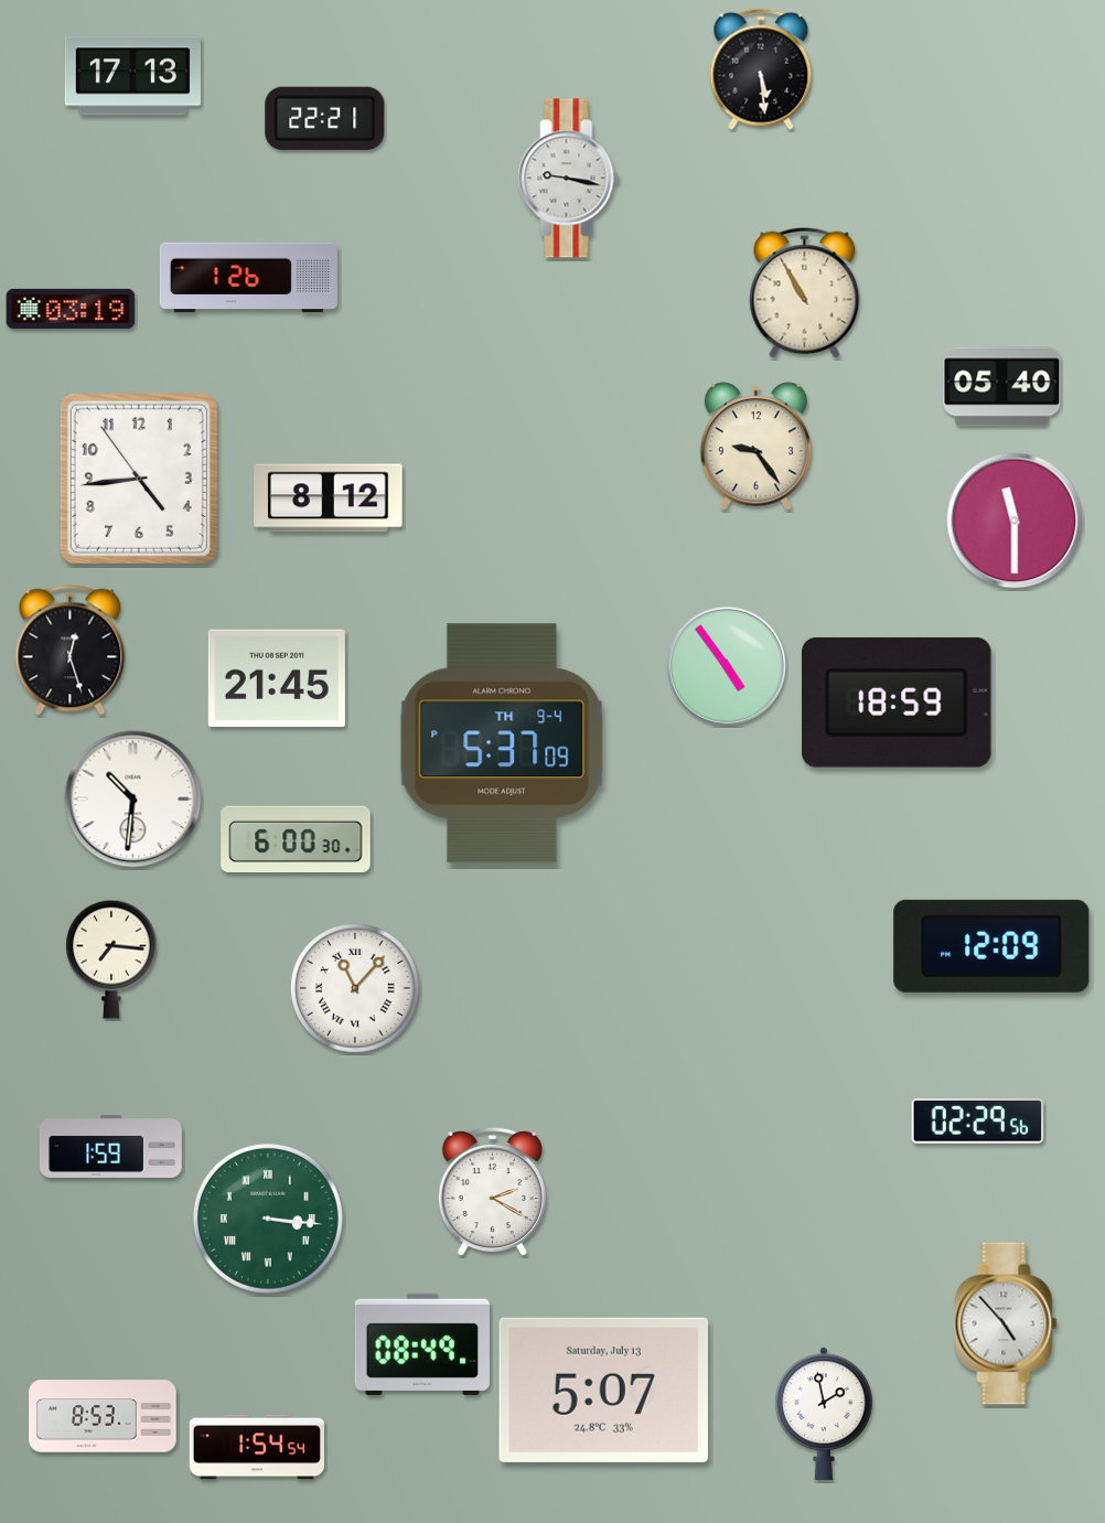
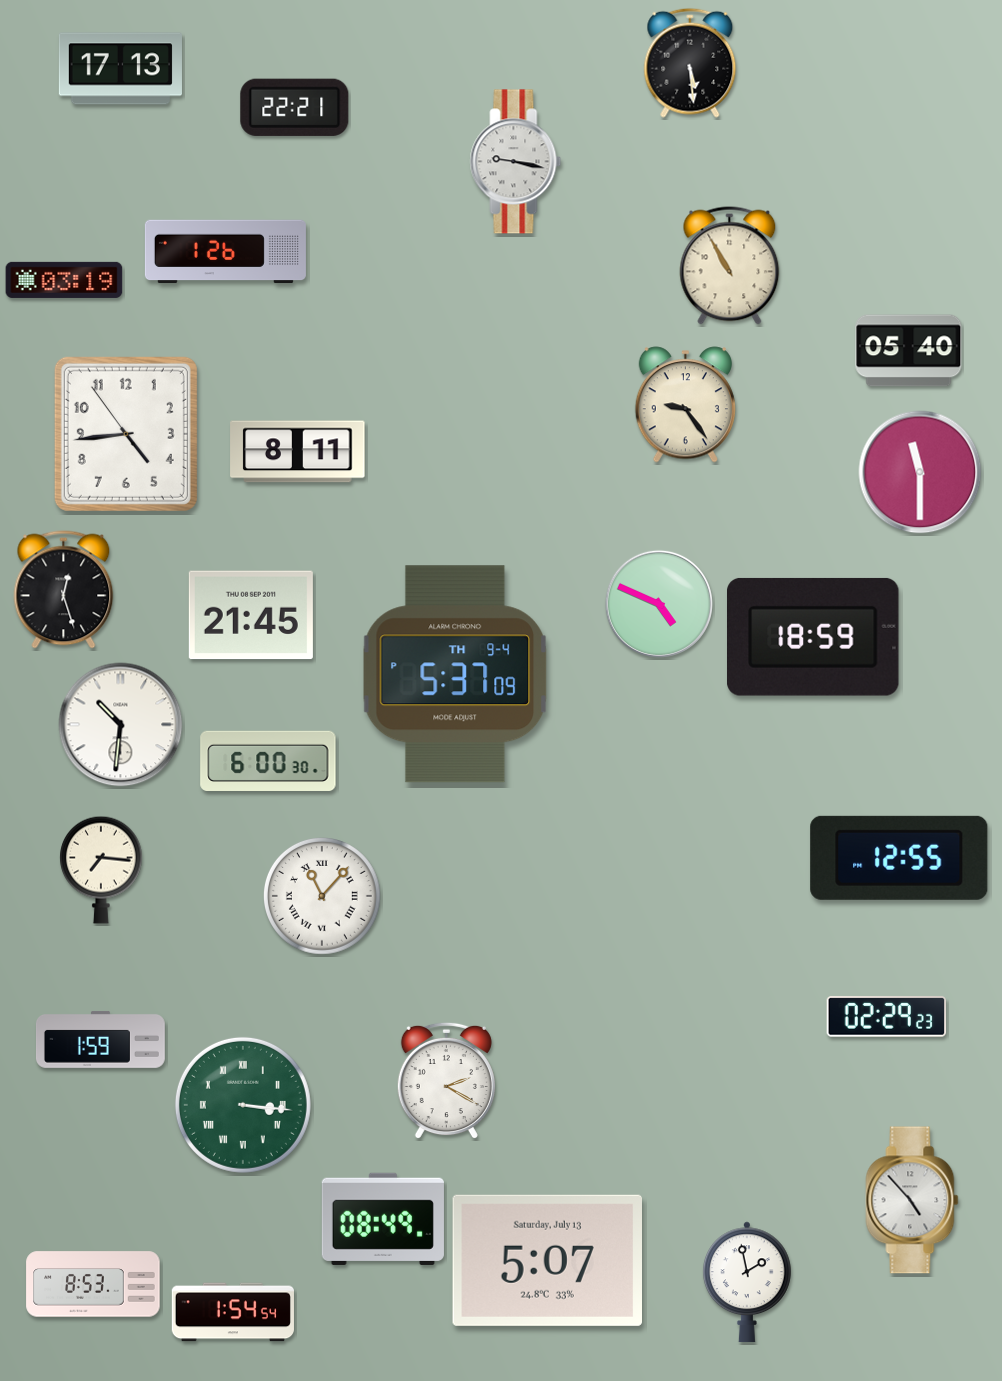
clock at (329, 498): 8:12 -> 8:11
clock at (727, 666): 4:54 -> 4:49
clock at (991, 946): 12:09 -> 12:55
clock at (978, 1122): 02:29:56 -> 02:29:23
